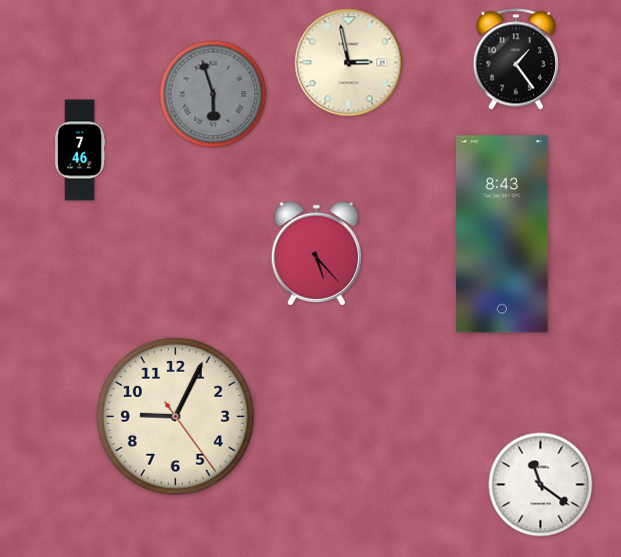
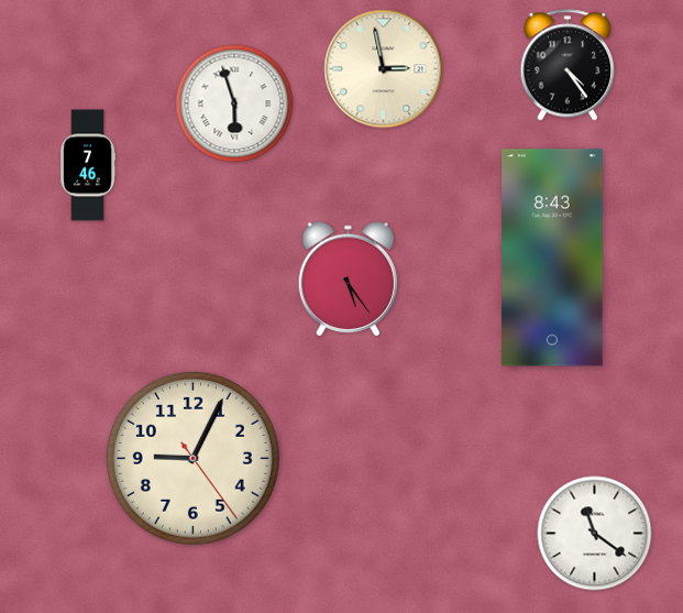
clock at (515, 59): 1:24 -> 4:24
clock at (213, 94) dial: grey -> white
clock at (317, 254): 5:23 -> 5:24
